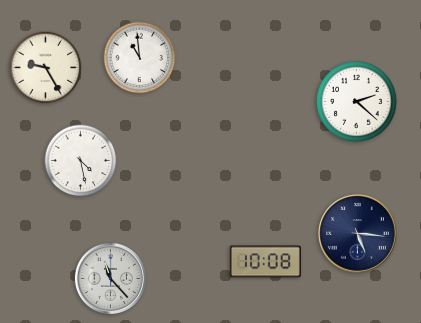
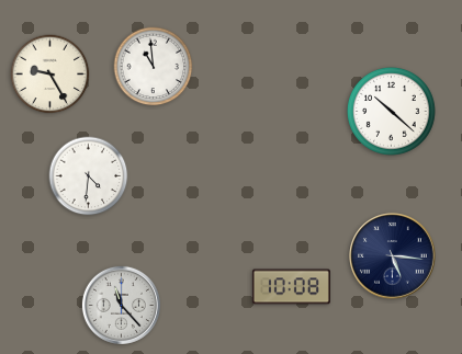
clock at (140, 58) position: (140, 58) -> (154, 67)
clock at (356, 101): 2:22 -> 10:22
clock at (81, 161): 4:28 -> 4:31
